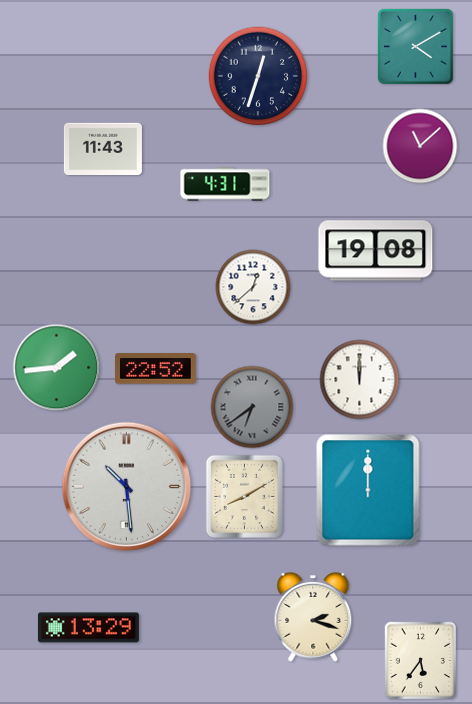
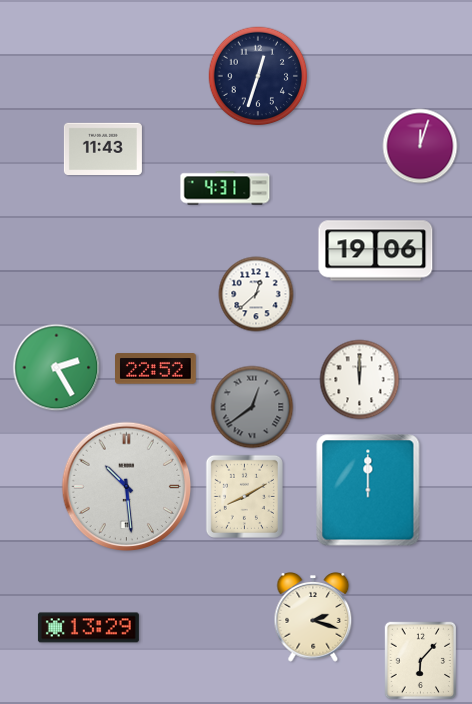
clock at (415, 46): 4:10 -> none
clock at (420, 146): 11:08 -> 12:03
clock at (225, 184) position: (225, 184) -> (225, 188)
clock at (376, 251): 19:08 -> 19:06
clock at (253, 287) position: (253, 287) -> (256, 294)
clock at (57, 368): 1:44 -> 2:25
clock at (252, 407): 6:39 -> 12:39
clock at (421, 661): 5:36 -> 6:07
